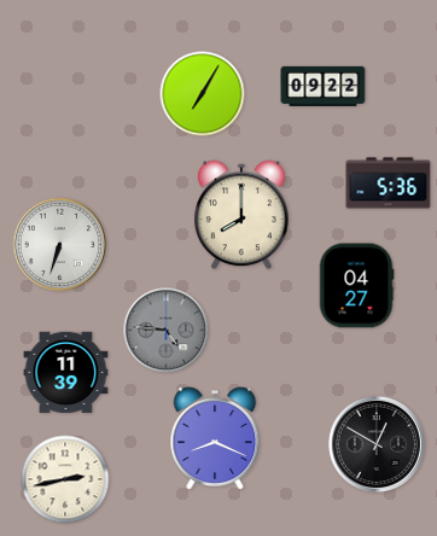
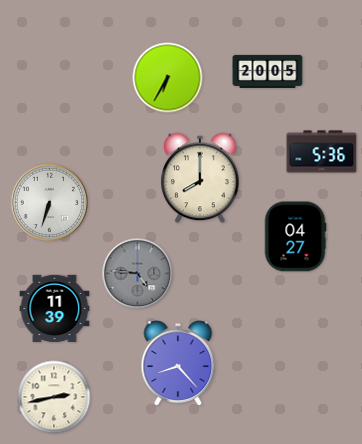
clock at (324, 86): 09:22 -> 20:05
clock at (203, 94): 7:05 -> 6:35
clock at (215, 438): 8:19 -> 8:23
clock at (377, 444): 12:50 -> none
